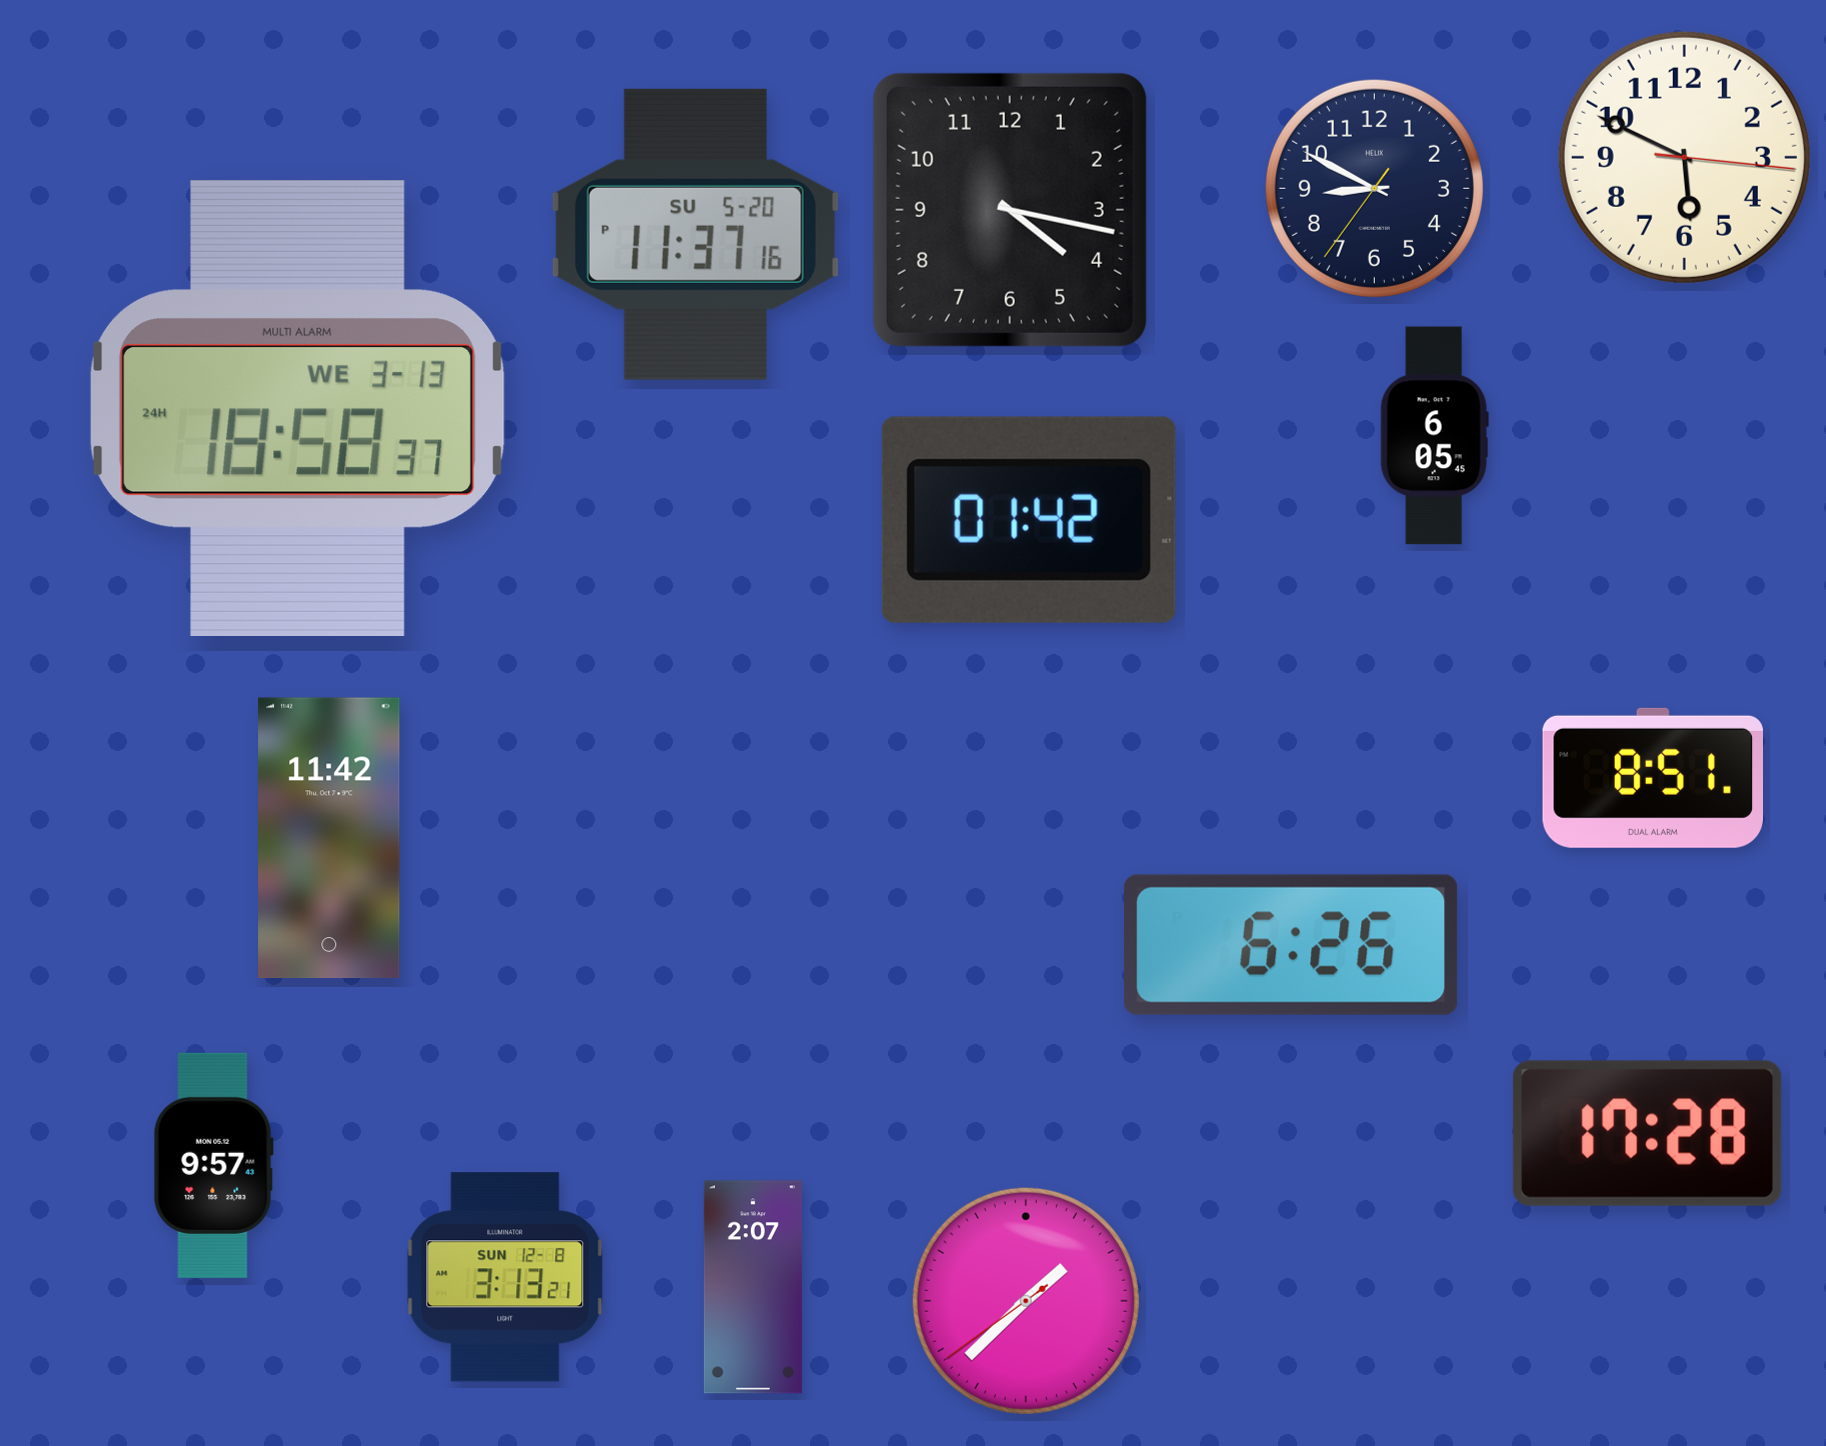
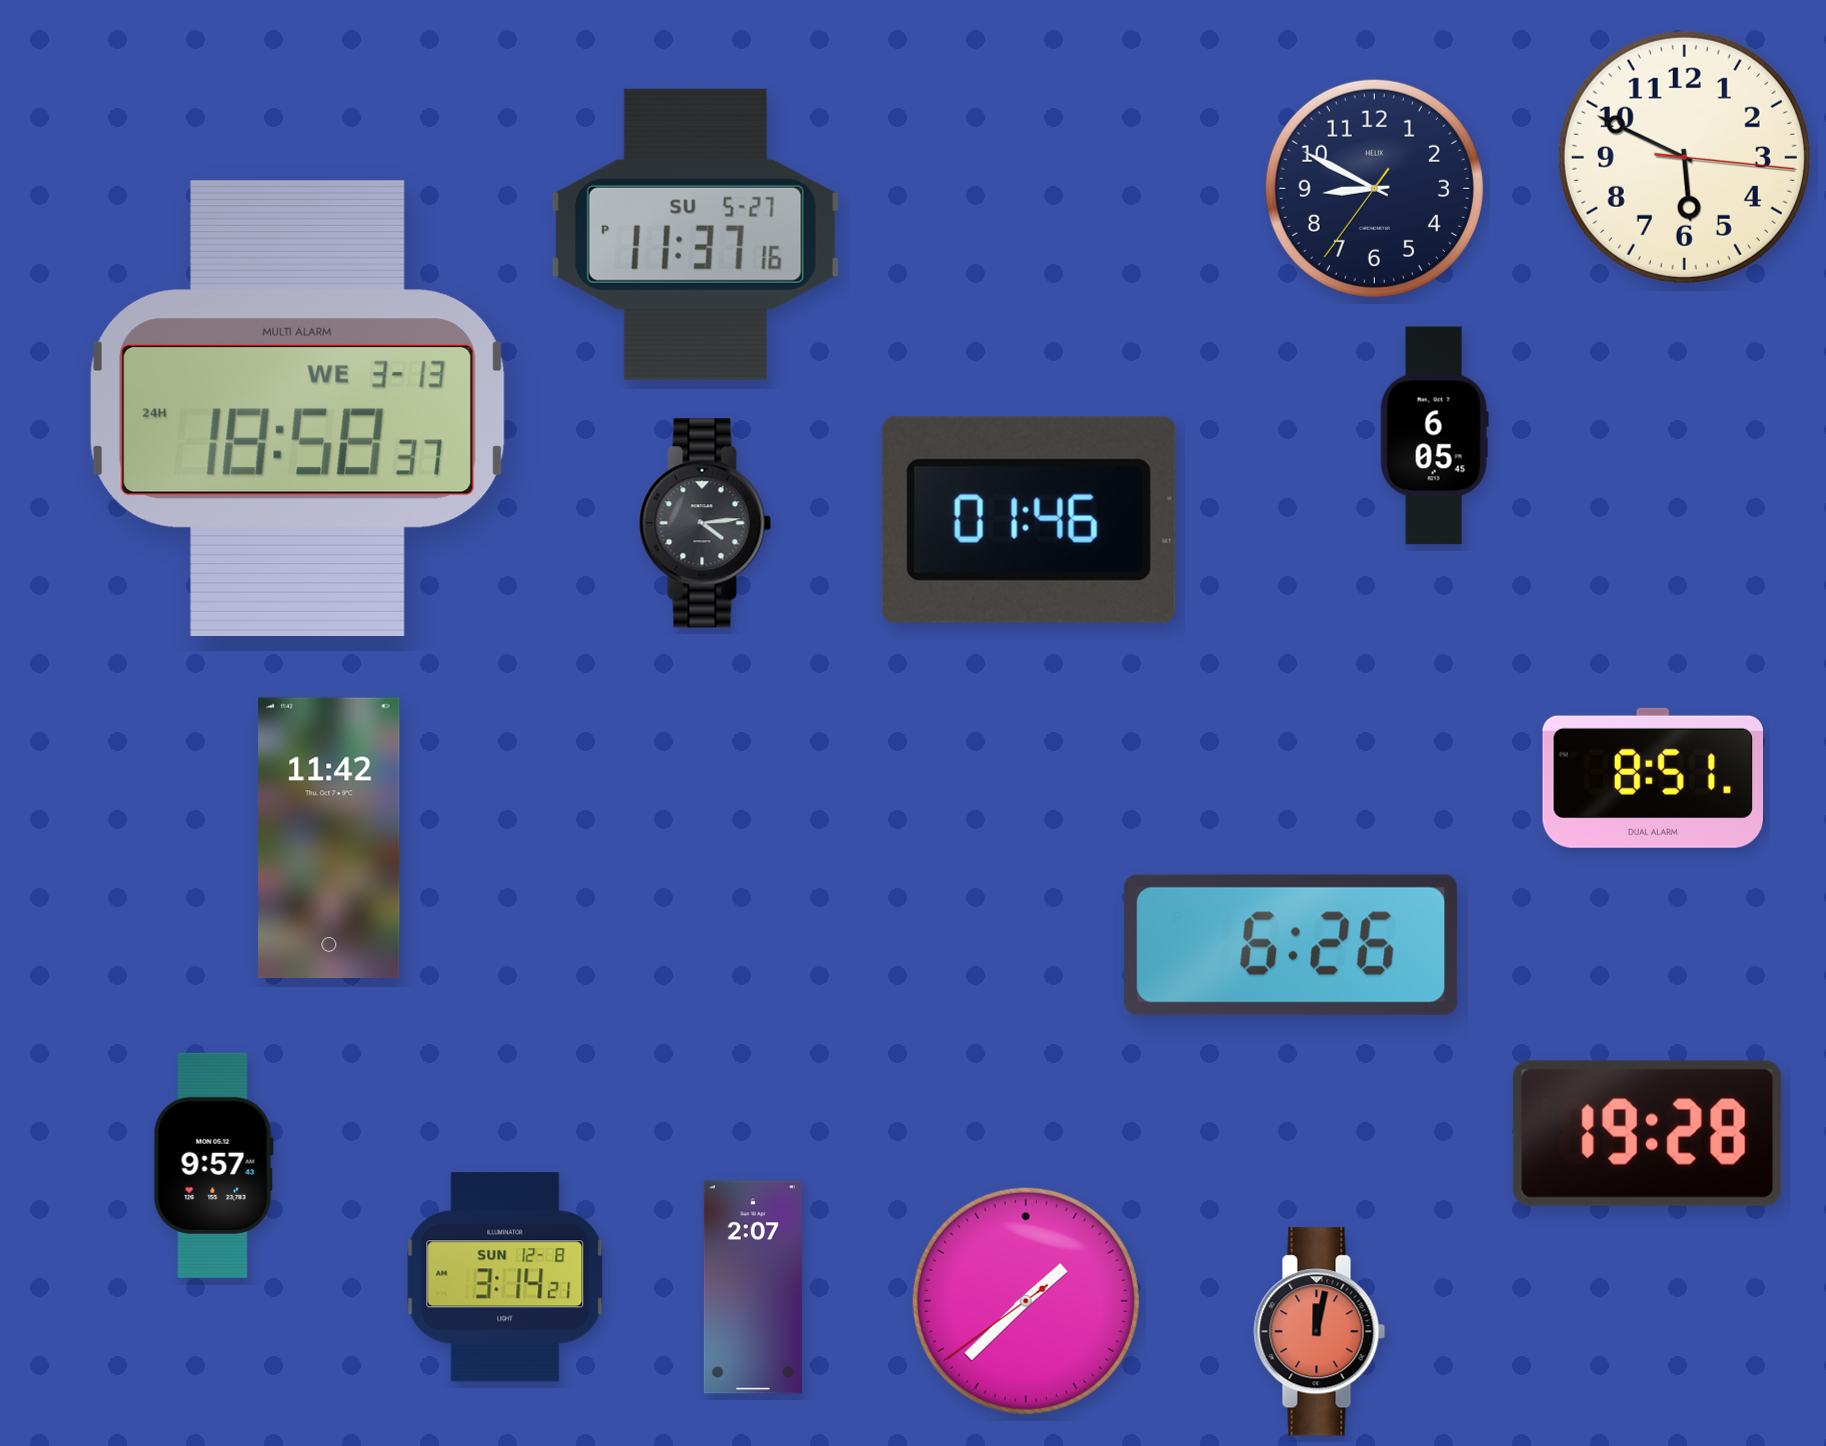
clock at (1010, 210): 4:17 -> none
clock at (695, 234) date: SU 5-20 -> SU 5-27
clock at (1029, 520): 01:42 -> 01:46
clock at (705, 523): none -> 4:14
clock at (1647, 1133): 17:28 -> 19:28
clock at (505, 1277): 3:13 -> 3:14
clock at (1320, 1332): none -> 12:02
